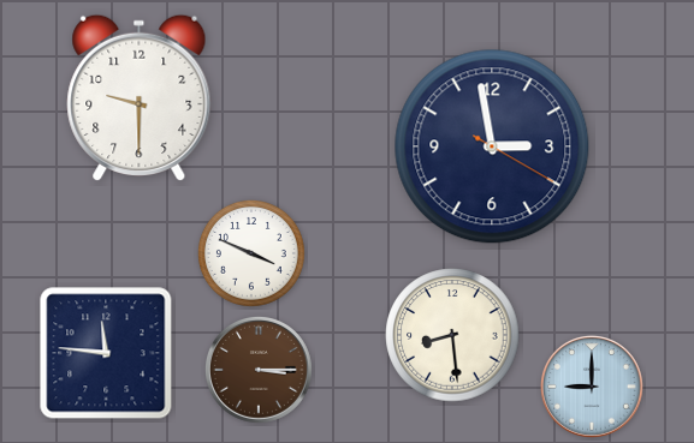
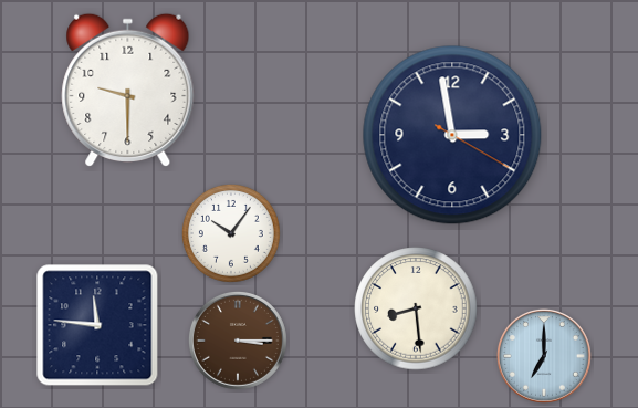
clock at (251, 253): 3:49 -> 10:06
clock at (592, 387): 9:00 -> 7:00
